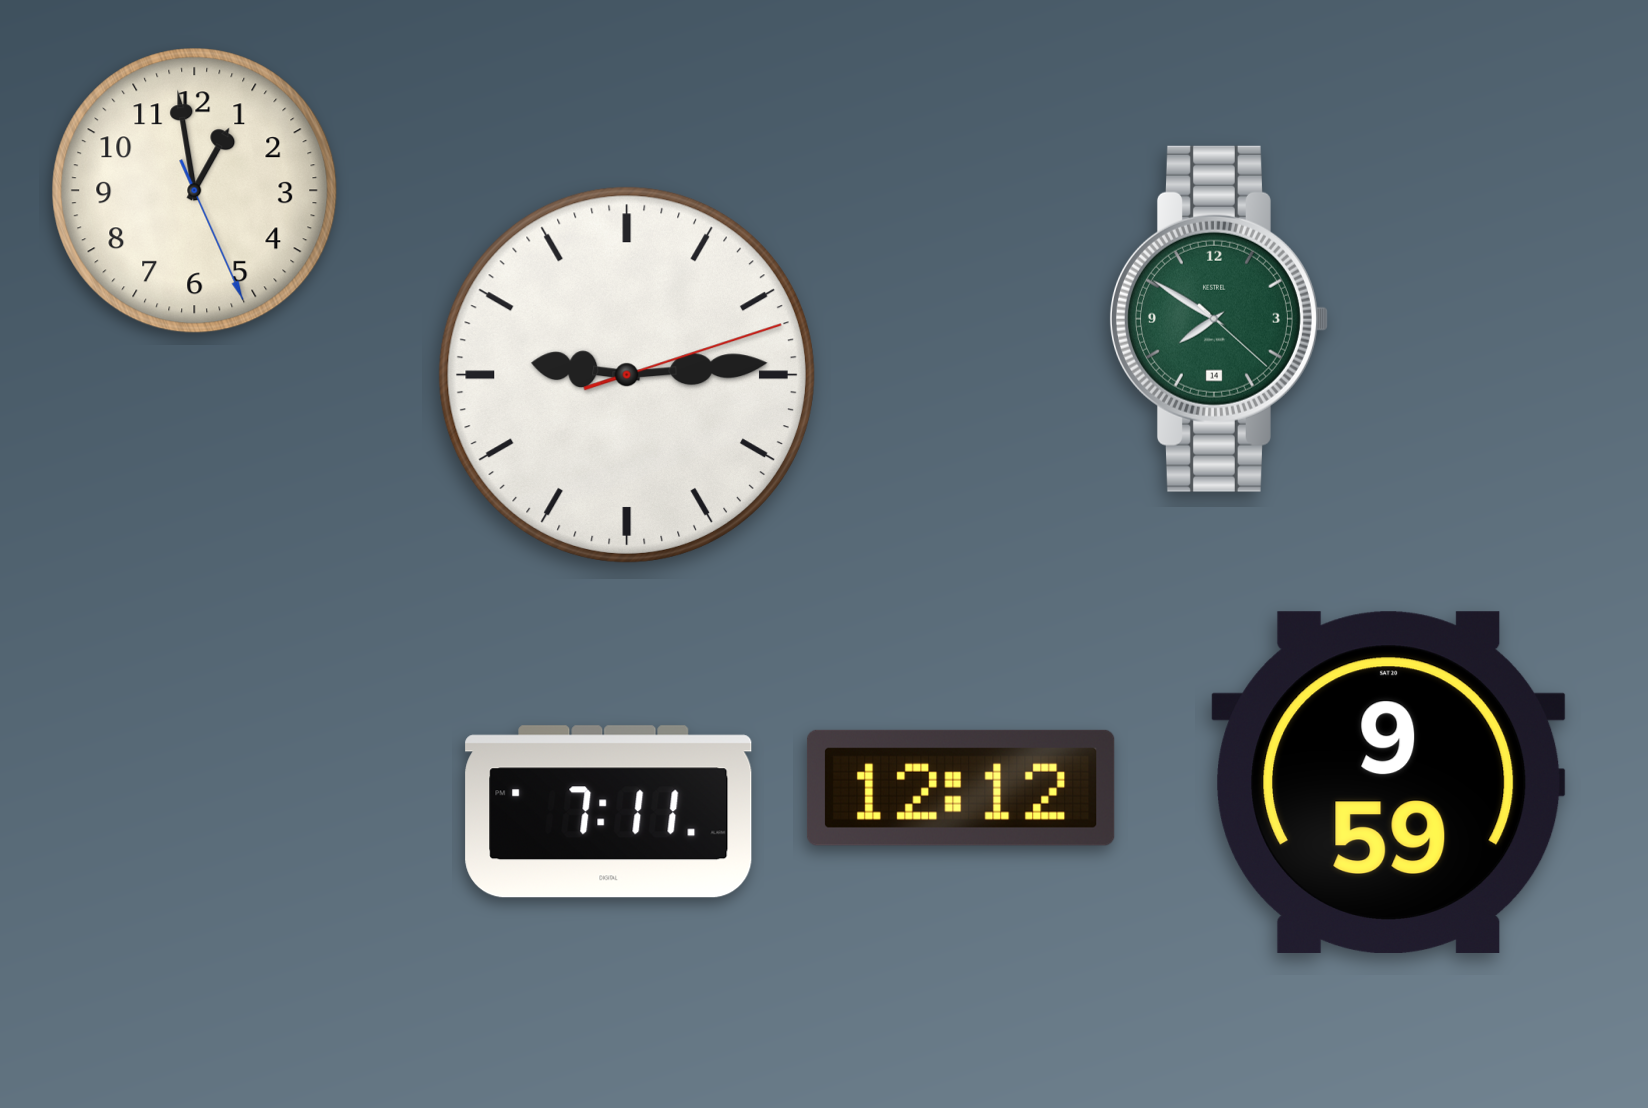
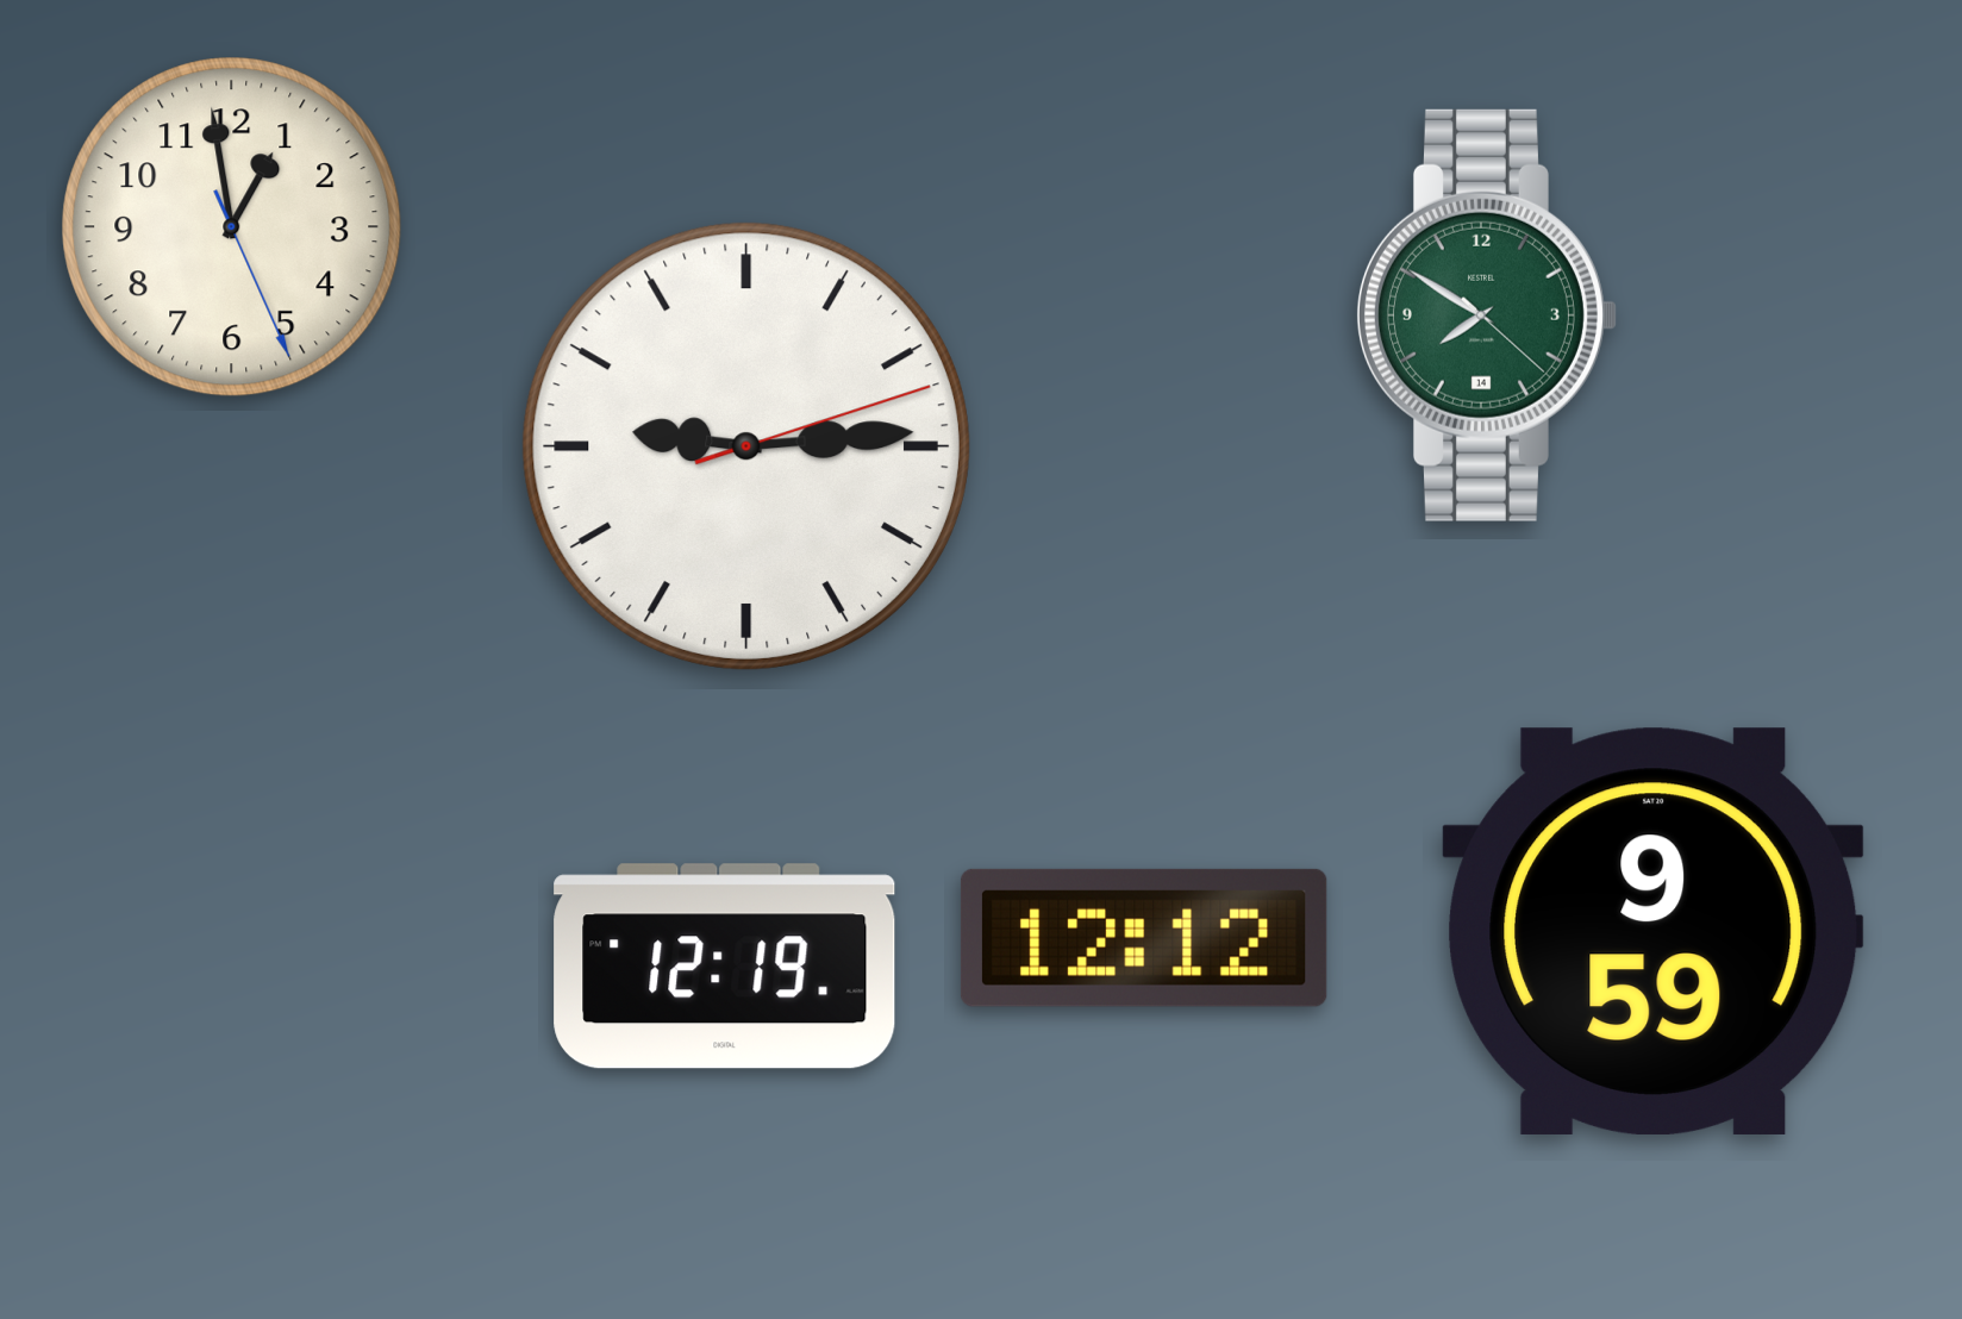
clock at (1218, 319) position: (1218, 319) -> (1486, 315)
clock at (609, 812): 7:11 -> 12:19
